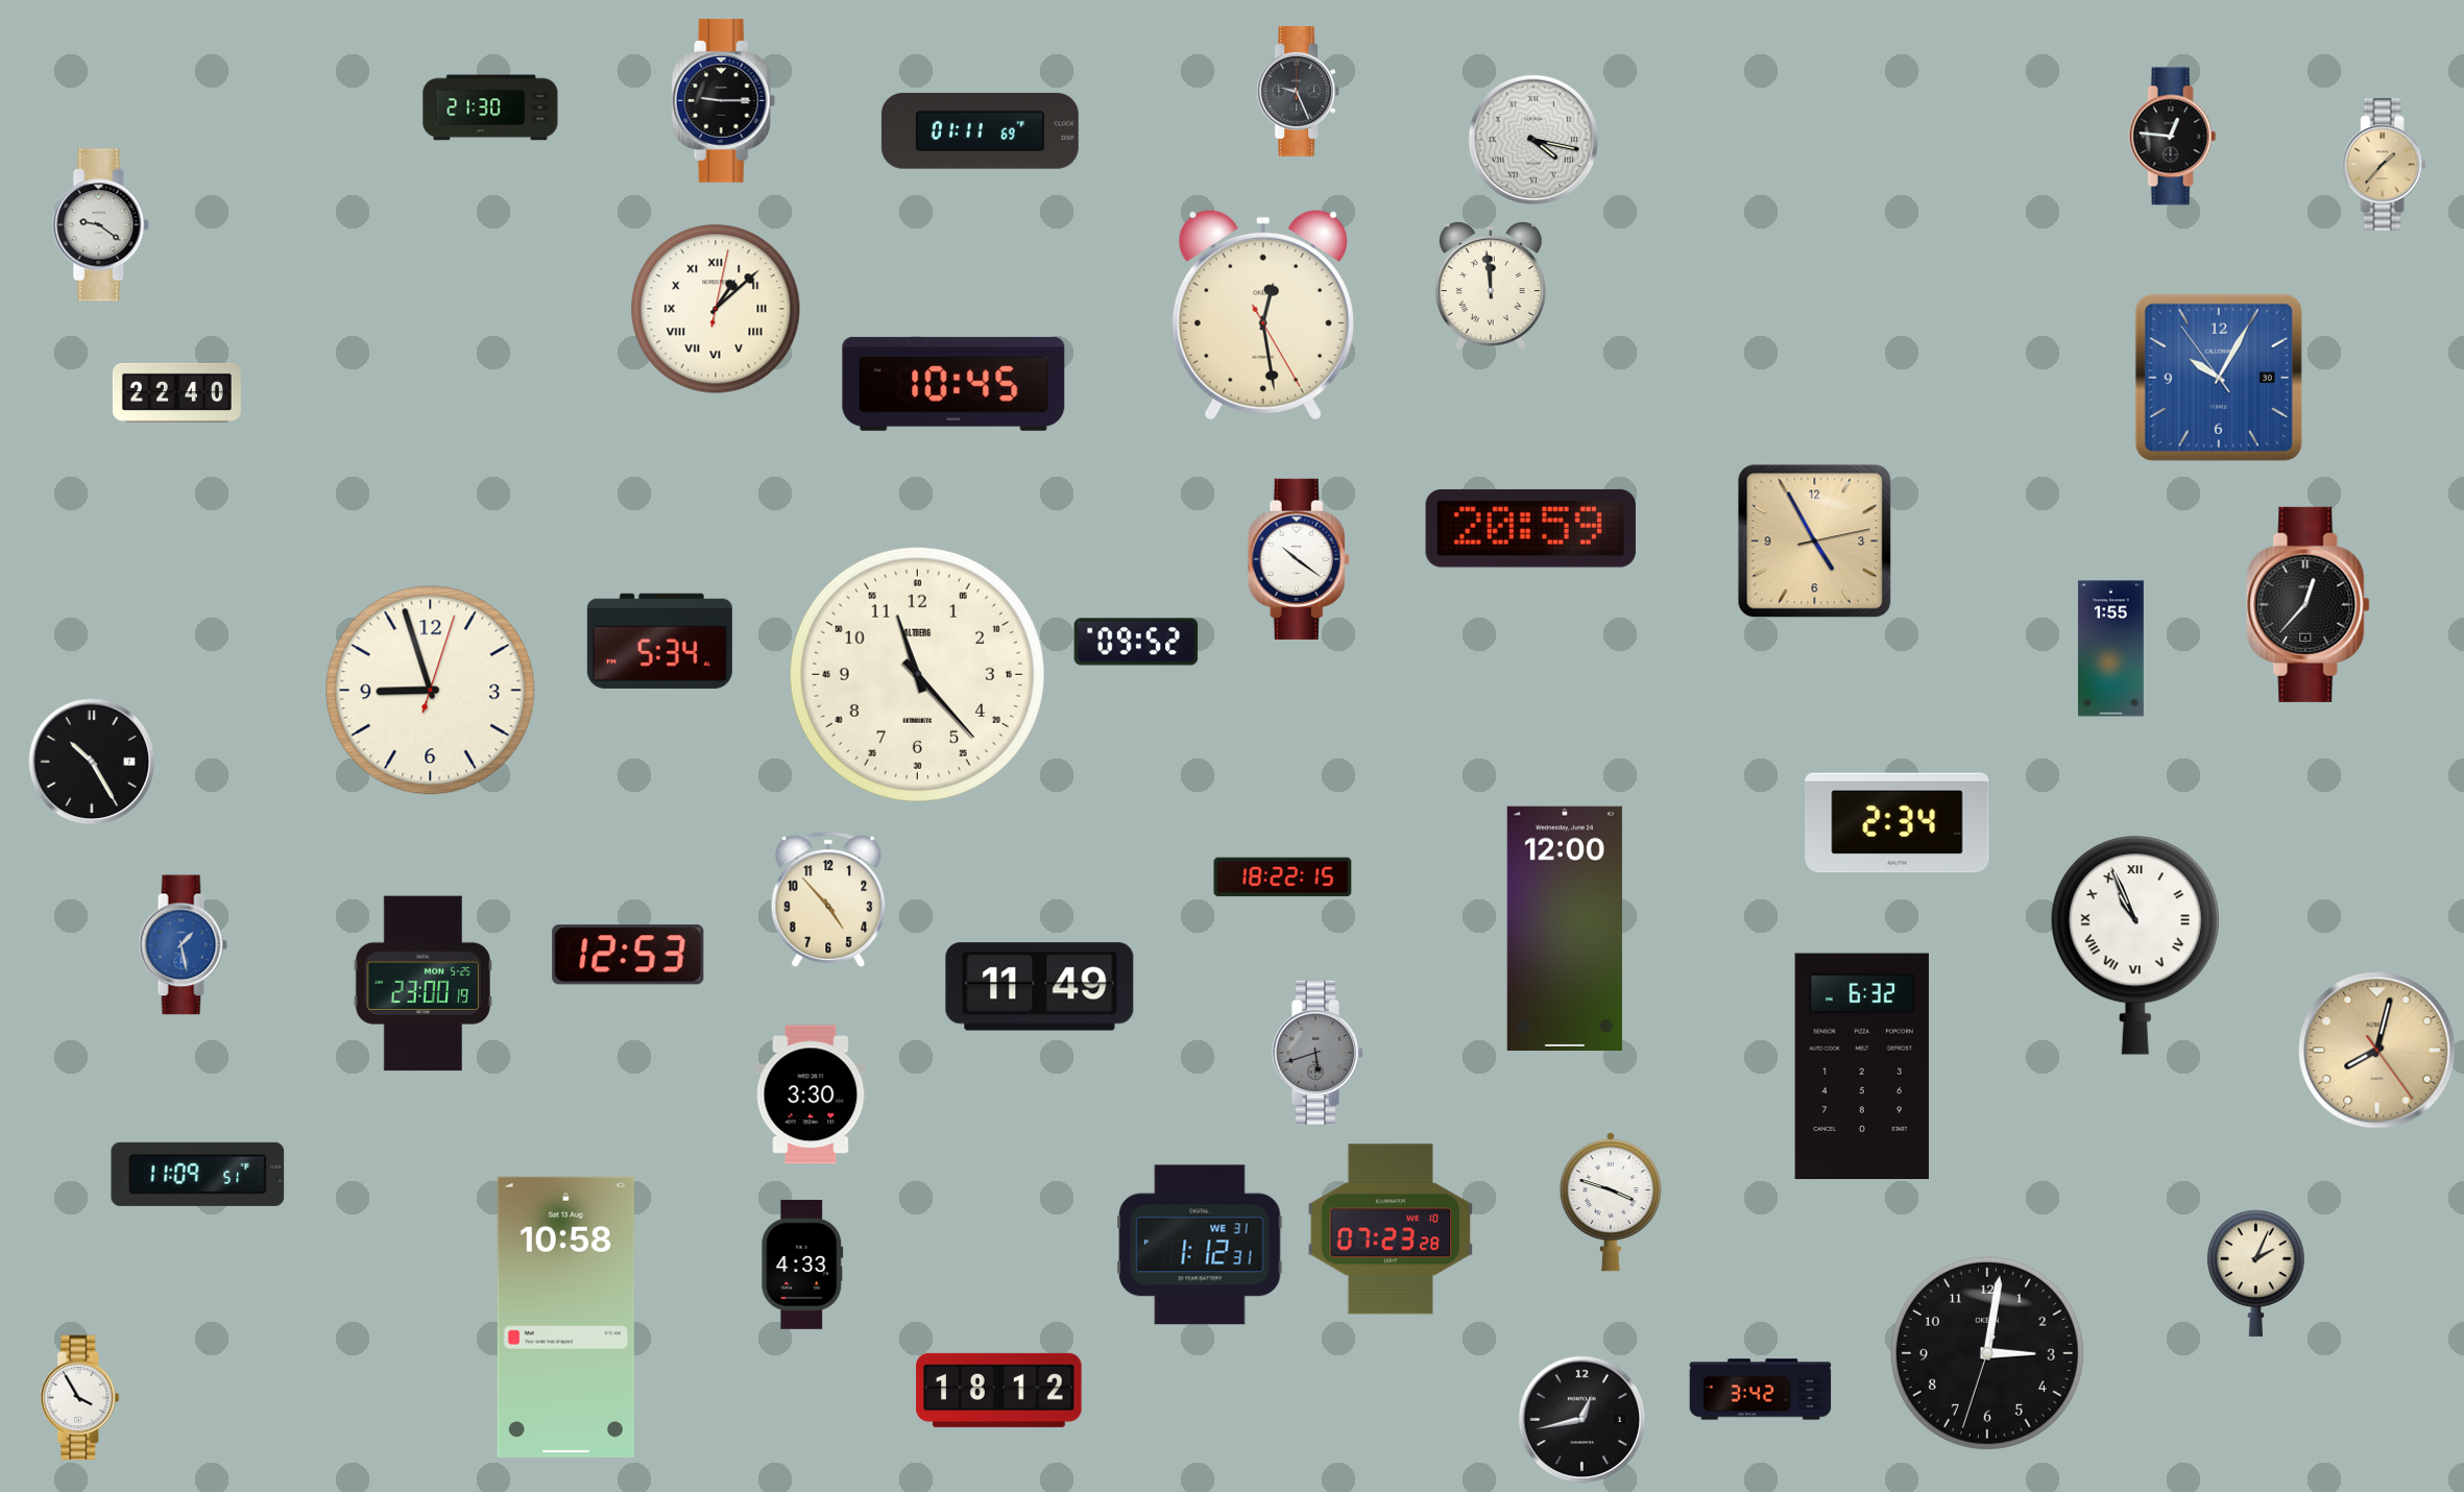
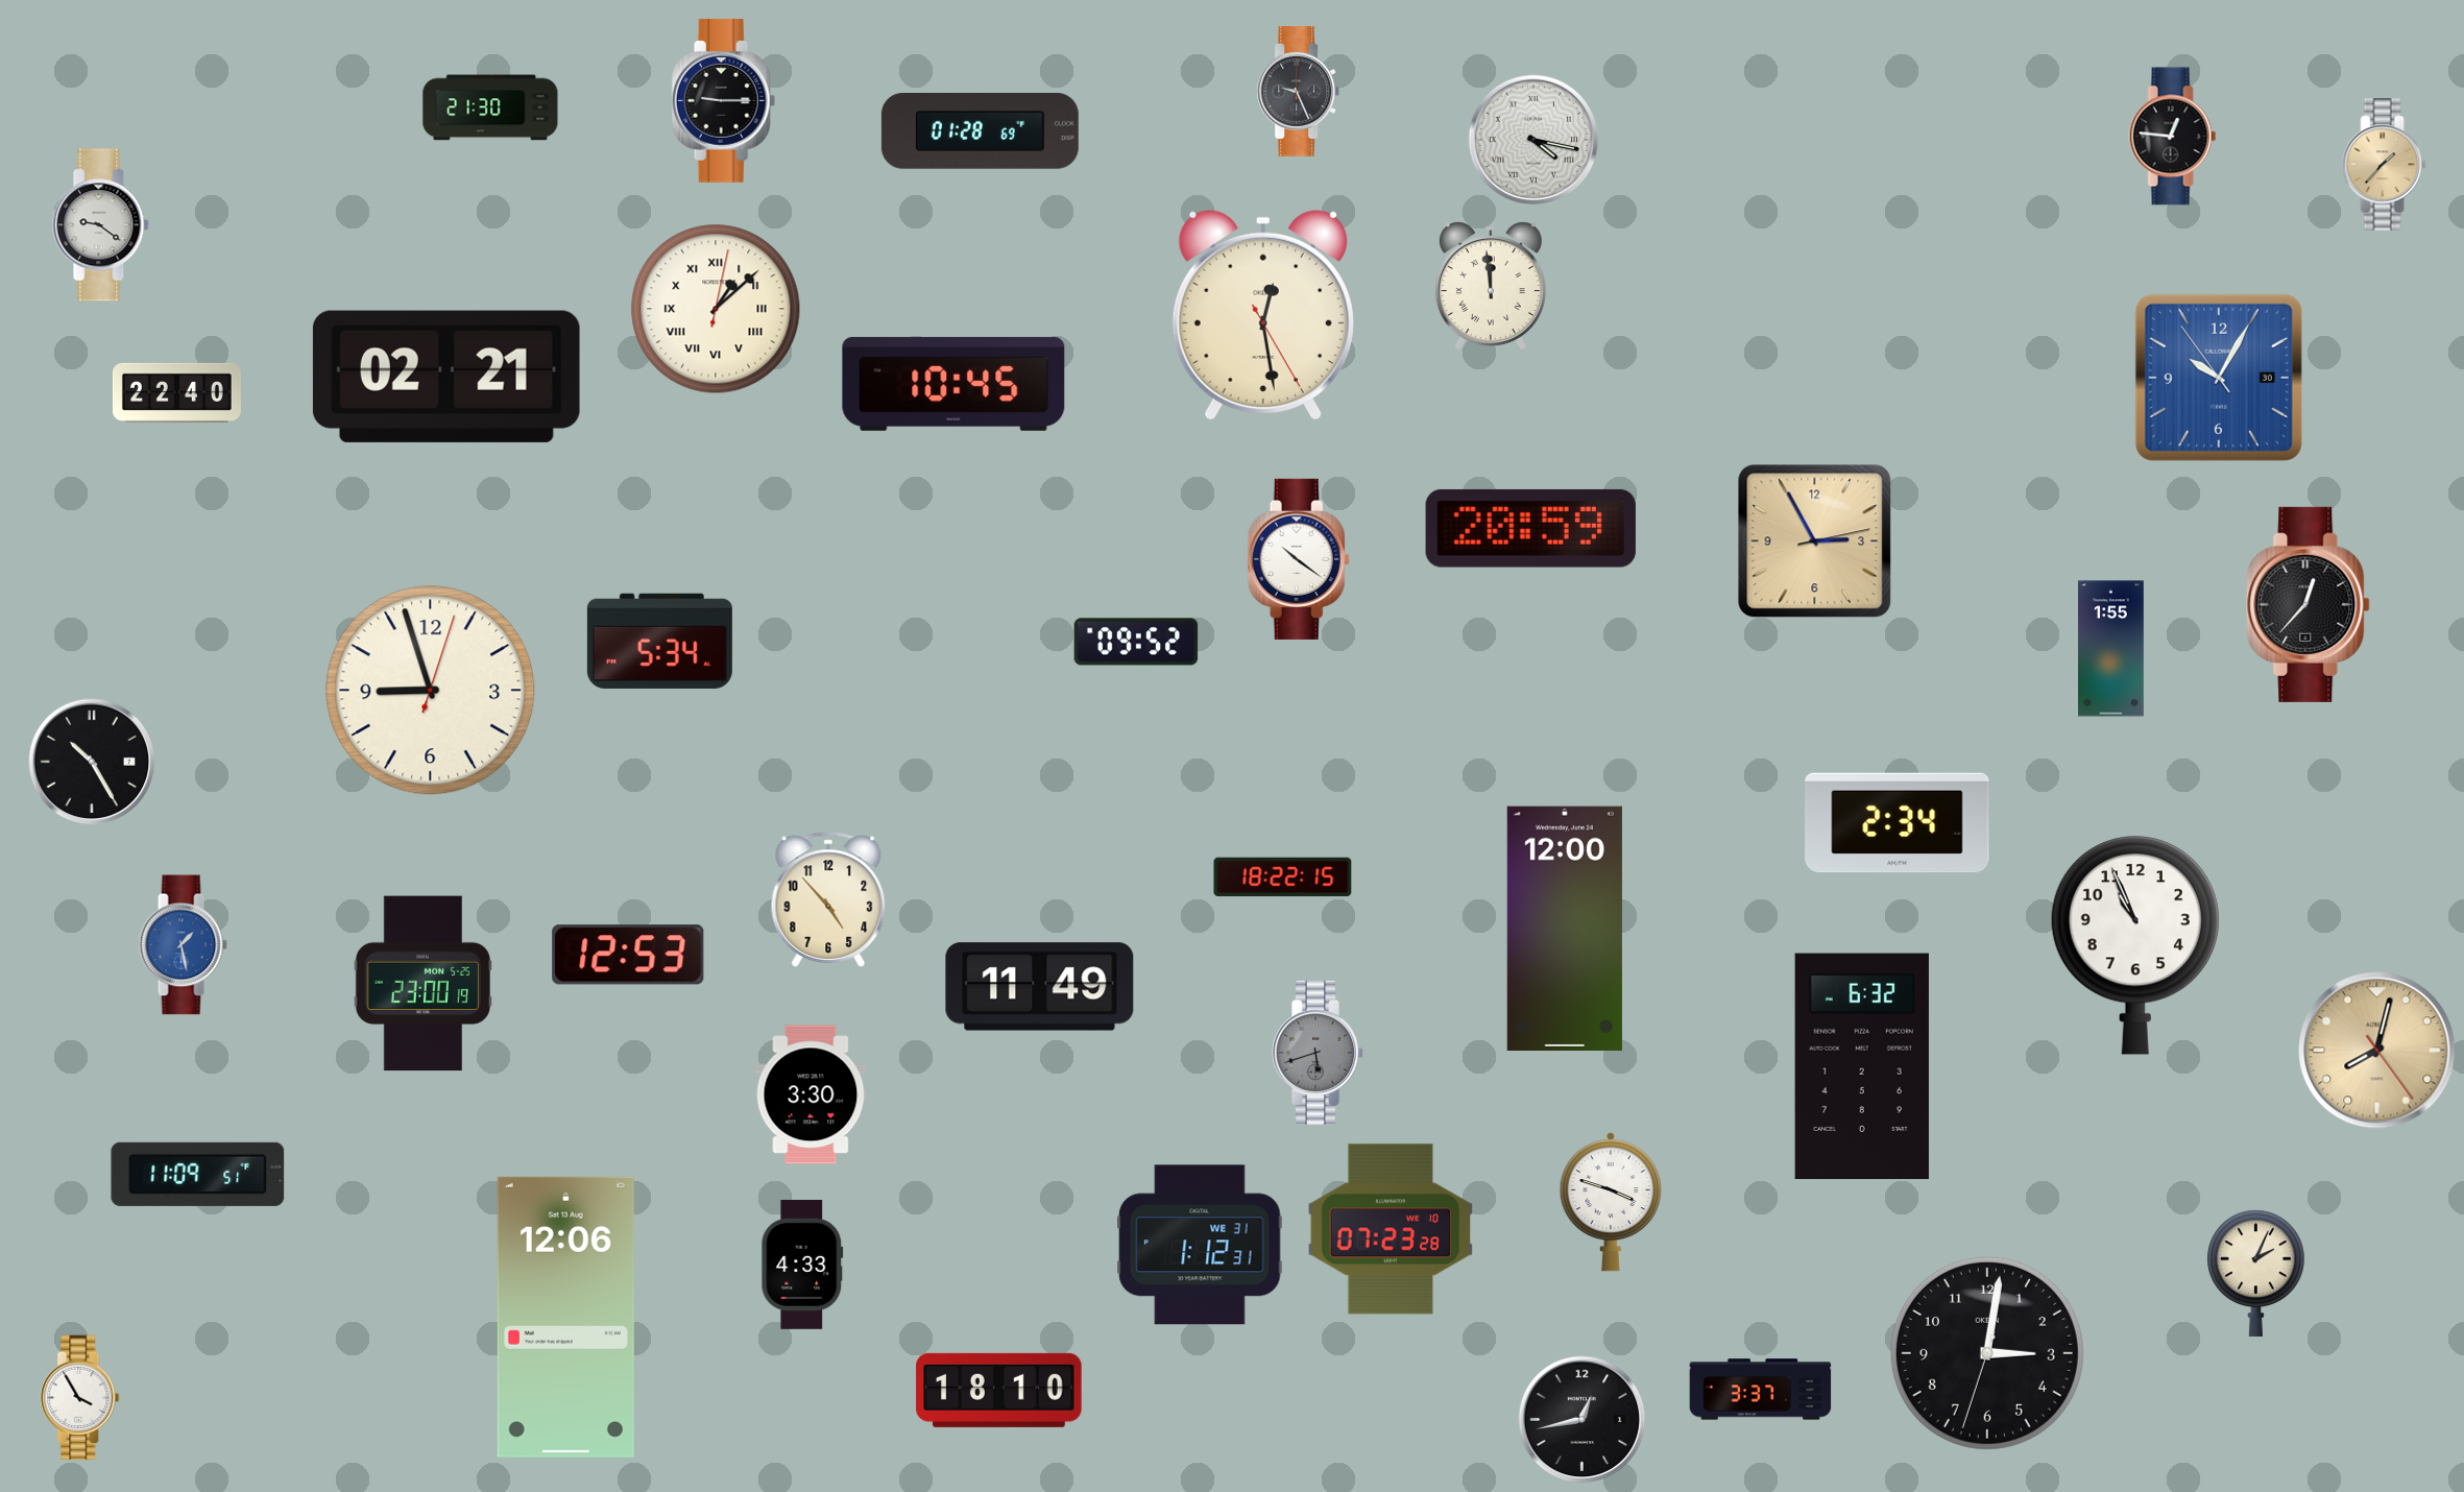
clock at (980, 131): 01:11 -> 01:28
clock at (446, 377): none -> 02:21
clock at (1815, 542): 4:55 -> 2:55
clock at (917, 674): 11:23 -> none
clock at (2135, 945) numerals: Roman -> Arabic
clock at (565, 1317): 10:58 -> 12:06
clock at (999, 1390): 18:12 -> 18:10
clock at (1761, 1390): 3:42 -> 3:37
